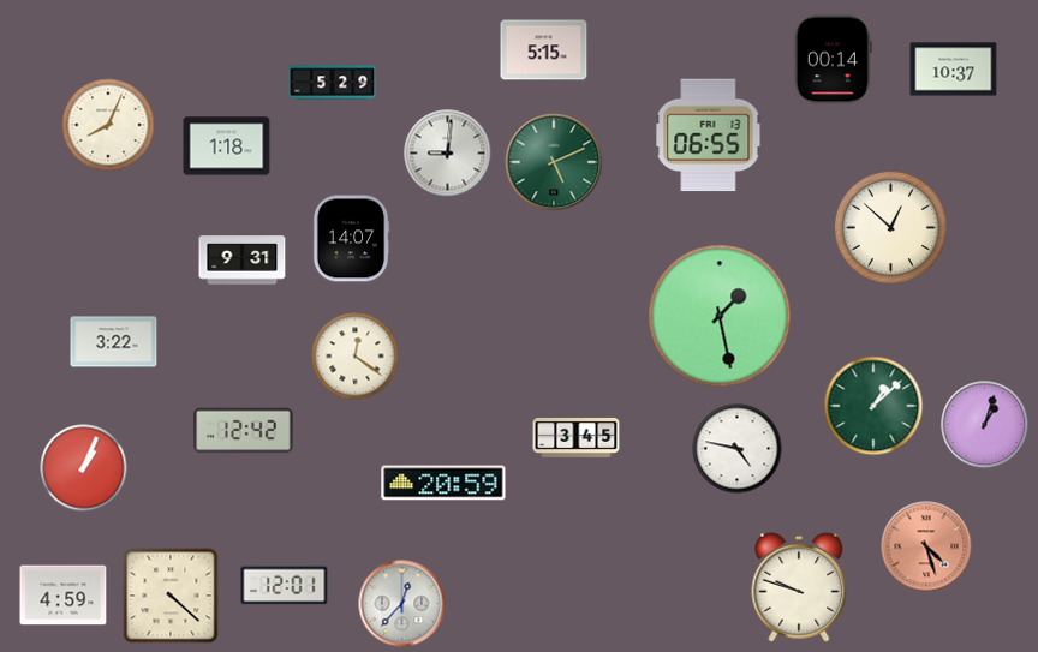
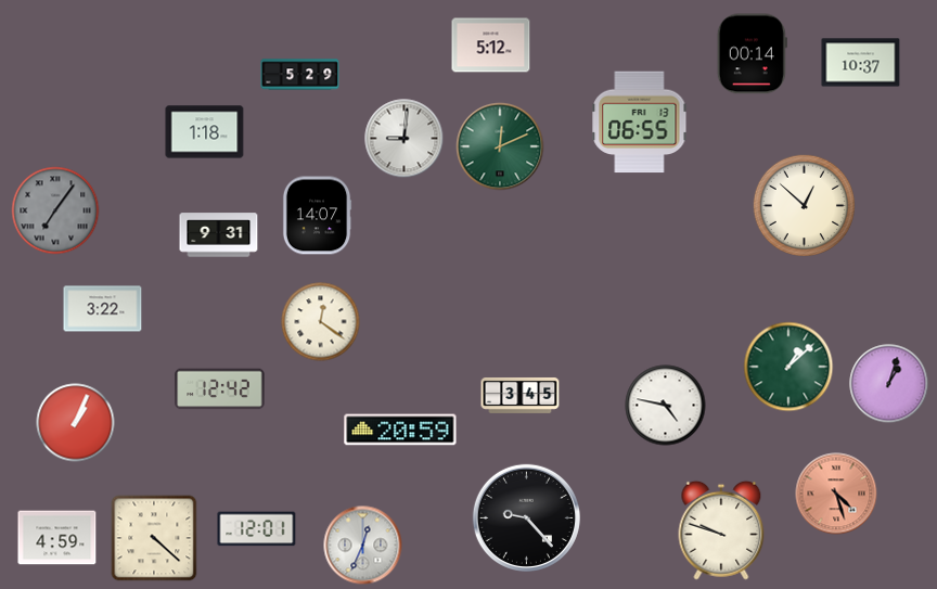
clock at (544, 50): 5:15 -> 5:12
clock at (108, 125): 8:04 -> none
clock at (554, 162): 5:11 -> 12:11
clock at (55, 210): none -> 7:06
clock at (720, 316): 1:28 -> none
clock at (443, 483) position: (443, 483) -> (400, 430)
clock at (526, 517): none -> 9:23
clock at (402, 604): 12:37 -> 12:34
